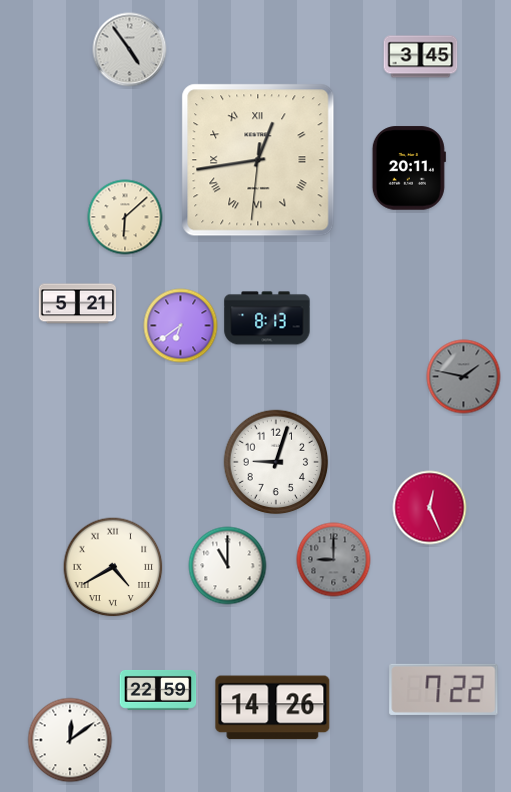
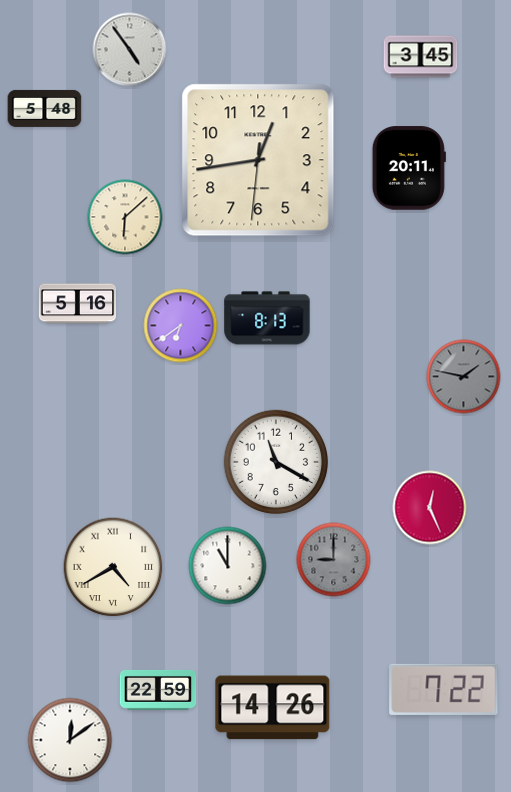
clock at (45, 108): none -> 5:48
clock at (258, 160) numerals: Roman -> Arabic
clock at (78, 304): 5:21 -> 5:16
clock at (276, 462): 9:03 -> 11:20
